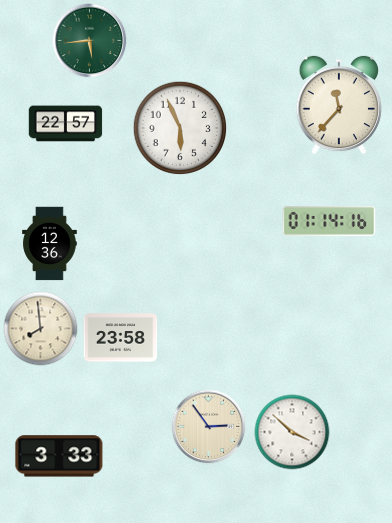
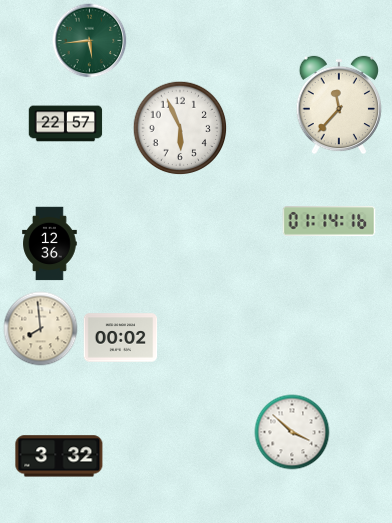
clock at (121, 338): 23:58 -> 00:02
clock at (209, 427): 2:54 -> none
clock at (59, 456): 3:33 -> 3:32
